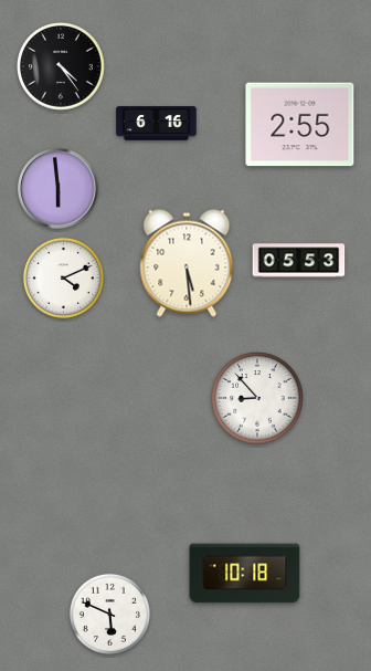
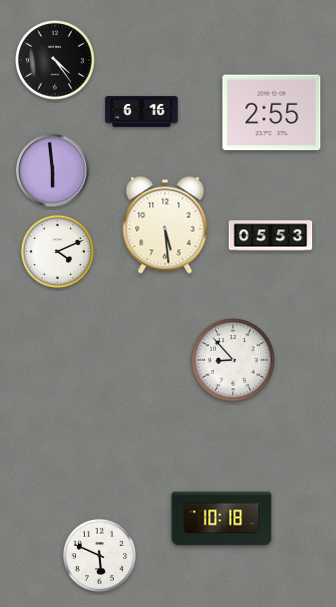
clock at (187, 263) position: (187, 263) -> (165, 225)
